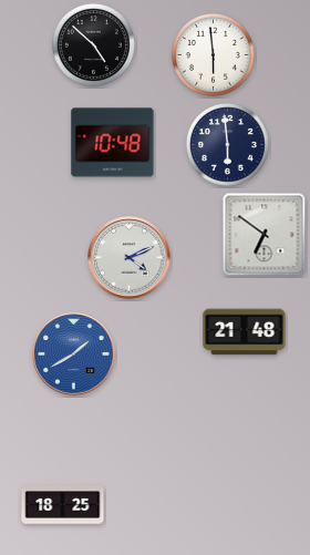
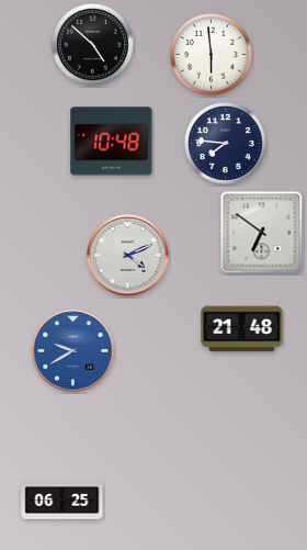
clock at (227, 144): 5:59 -> 7:46
clock at (74, 354): 1:40 -> 9:40
clock at (63, 505): 18:25 -> 06:25
